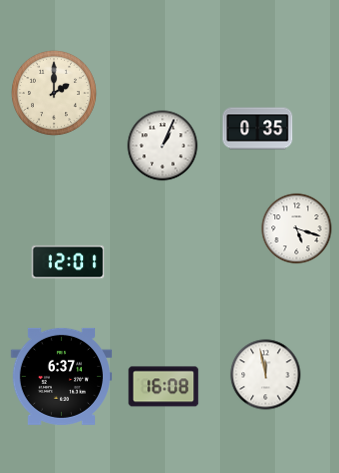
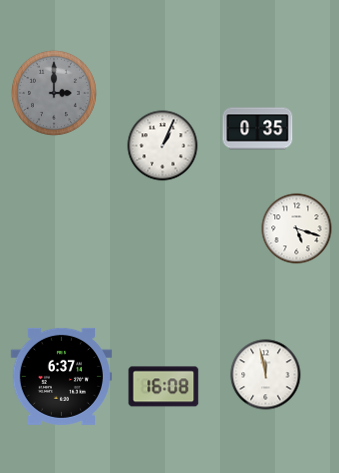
clock at (54, 93): 2:00 -> 3:00
clock at (54, 93) dial: cream -> grey
clock at (68, 262): 12:01 -> none
